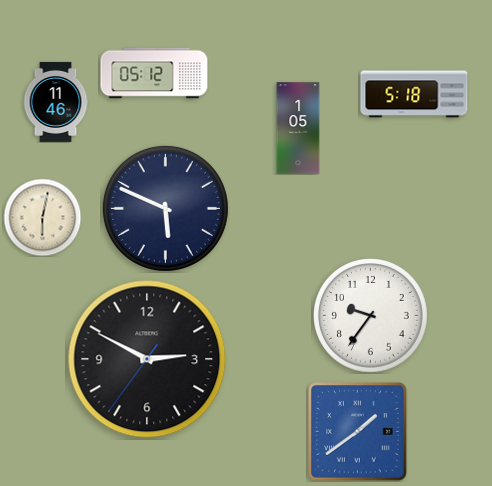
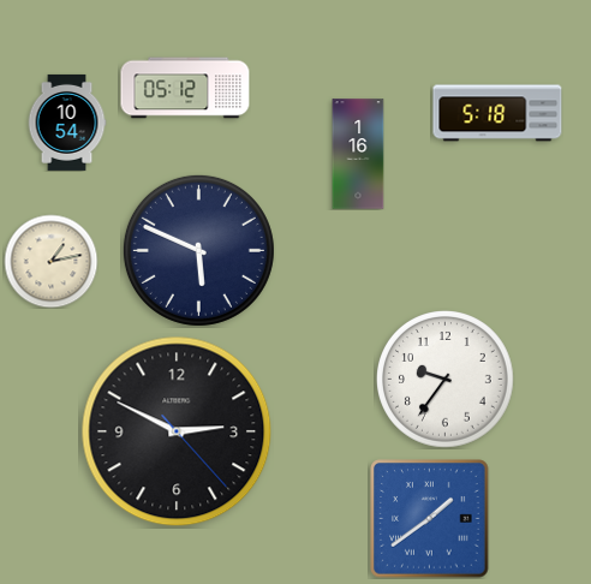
clock at (56, 102): 11:46 -> 10:54
clock at (298, 128): 1:05 -> 1:16
clock at (42, 217): 6:02 -> 1:13
clock at (147, 359): 2:49:36 -> 2:49:23
